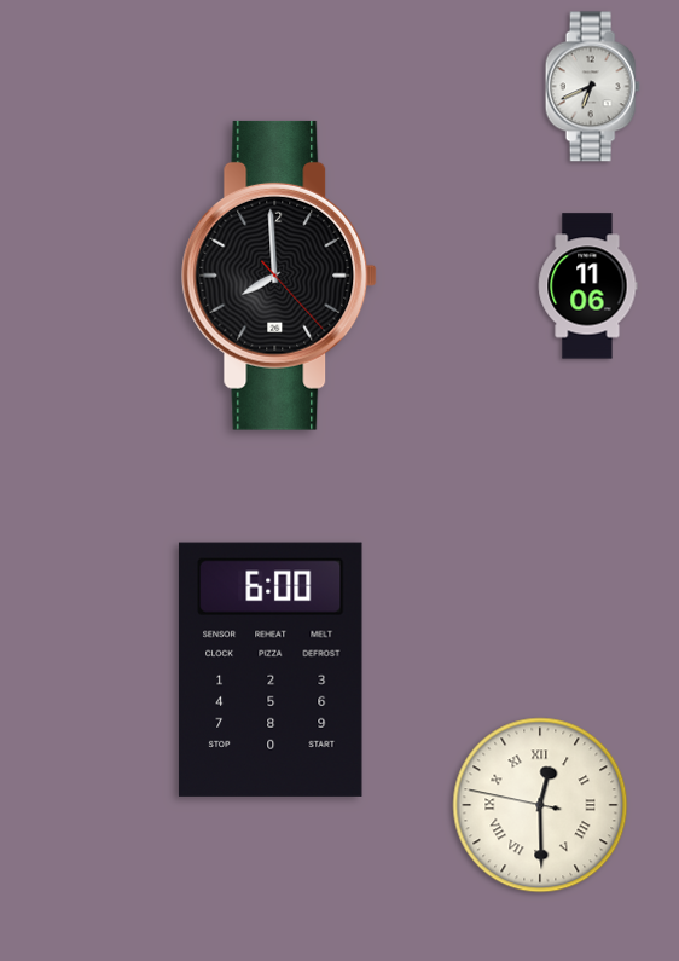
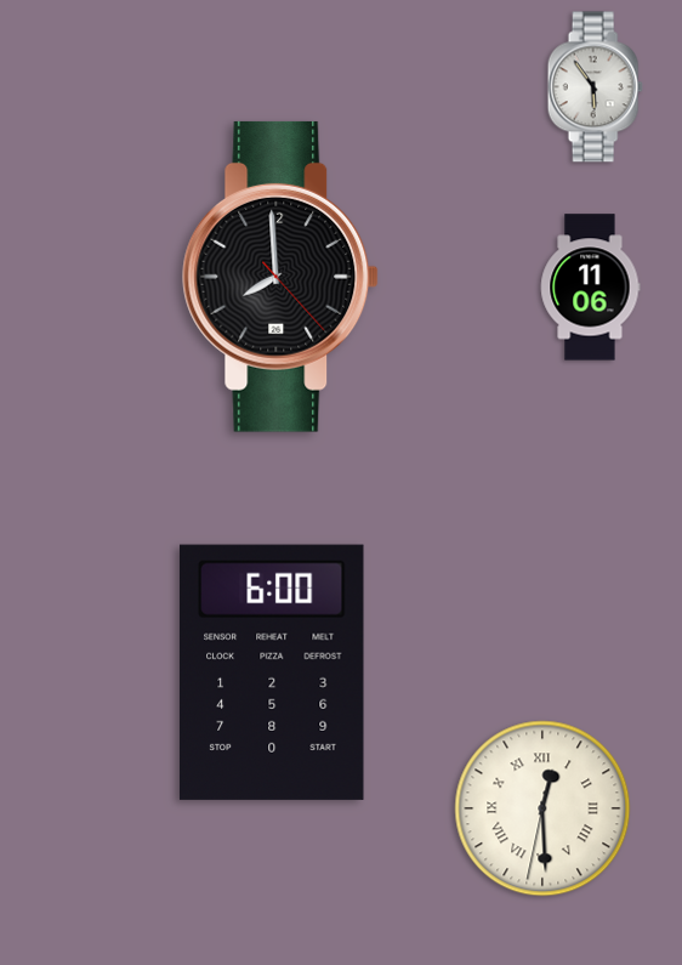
clock at (592, 87): 6:41 -> 5:54
clock at (540, 805): 12:29:47 -> 12:29:32
